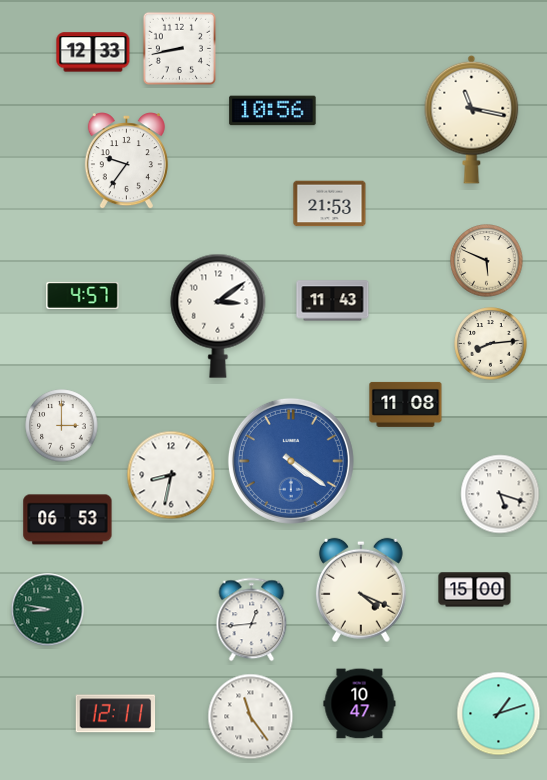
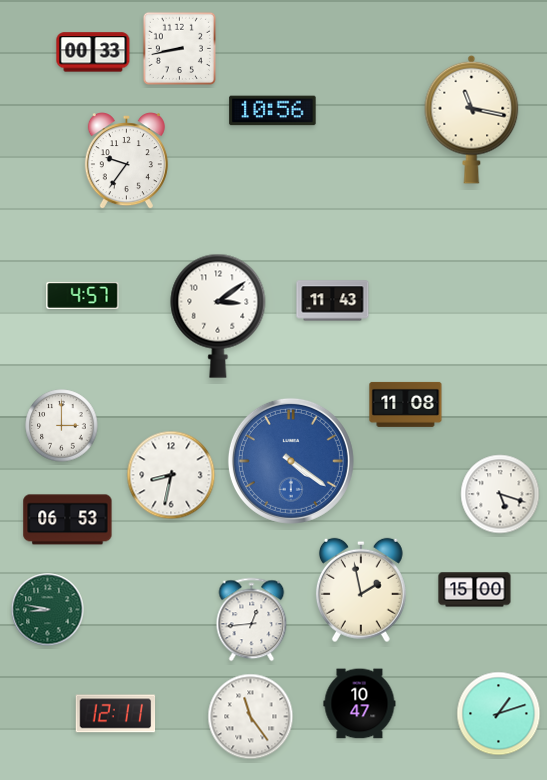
clock at (93, 52): 12:33 -> 00:33
clock at (330, 204): 21:53 -> none
clock at (487, 261): 5:49 -> none
clock at (491, 344): 8:14 -> none
clock at (361, 590): 4:19 -> 1:58
